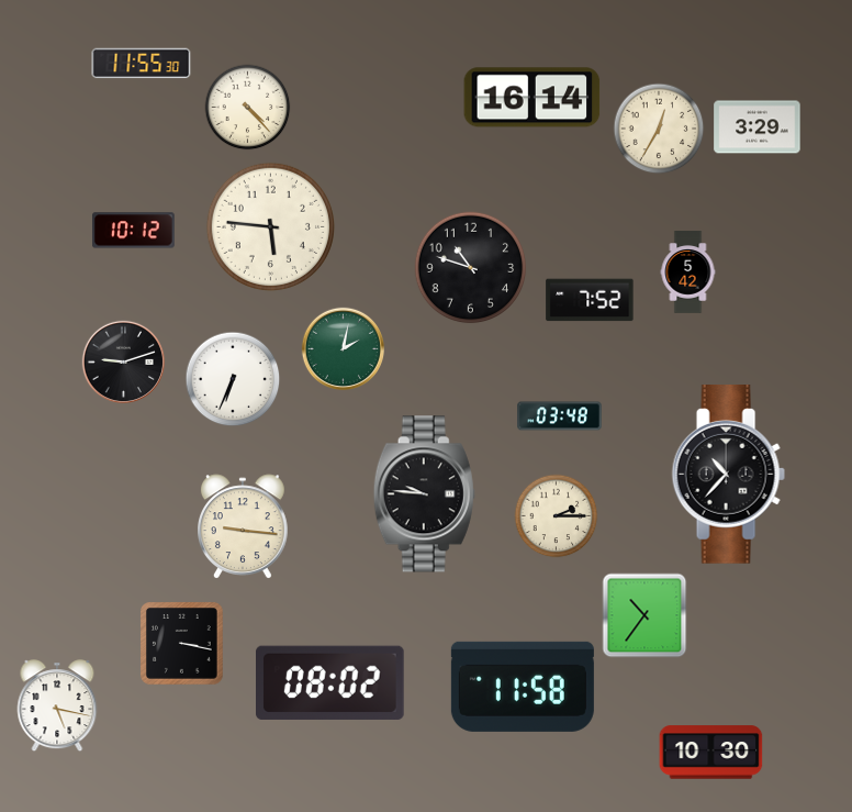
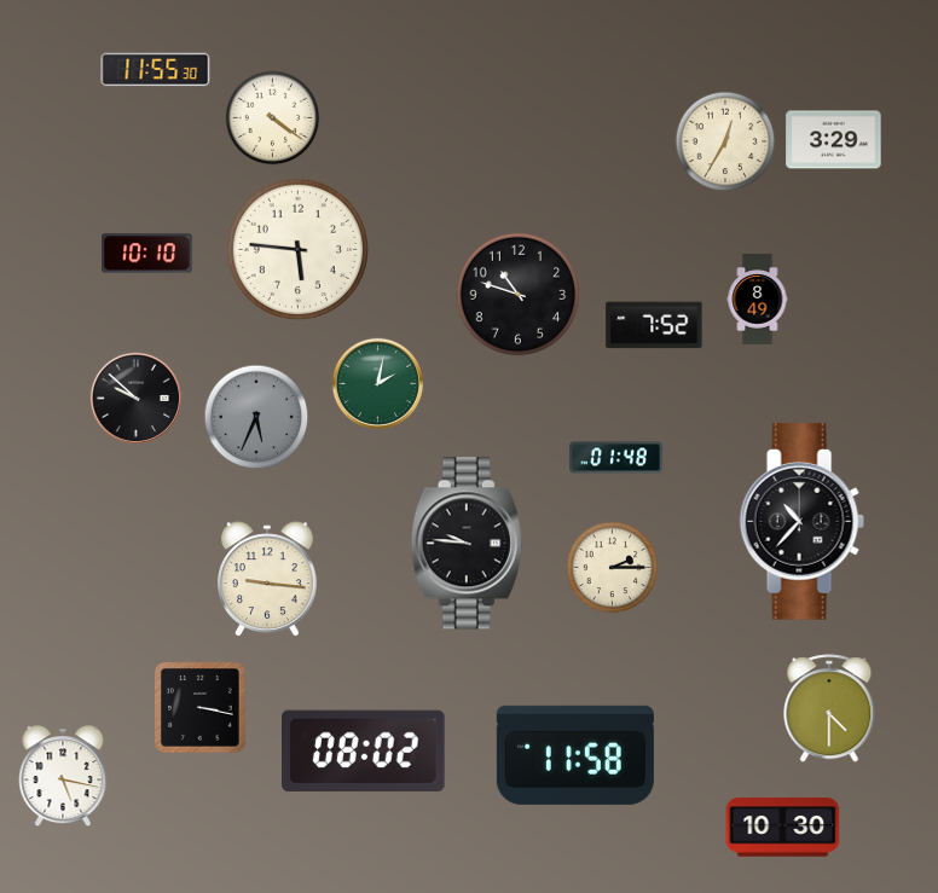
clock at (532, 98): 16:14 -> none
clock at (248, 108): 4:23 -> 4:21
clock at (134, 231): 10:12 -> 10:10
clock at (688, 272): 5:42 -> 8:49
clock at (590, 300) position: (590, 300) -> (654, 325)
clock at (123, 361): 9:12 -> 9:52
clock at (233, 379): 6:34 -> 5:34
clock at (233, 379) dial: white -> grey
clock at (560, 416): 03:48 -> 01:48
clock at (644, 615): 10:36 -> none
clock at (829, 709): none -> 4:30
